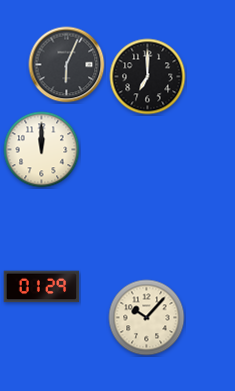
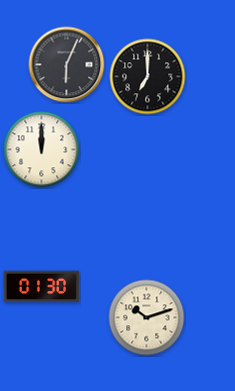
clock at (42, 287): 01:29 -> 01:30
clock at (147, 318): 10:07 -> 10:12
